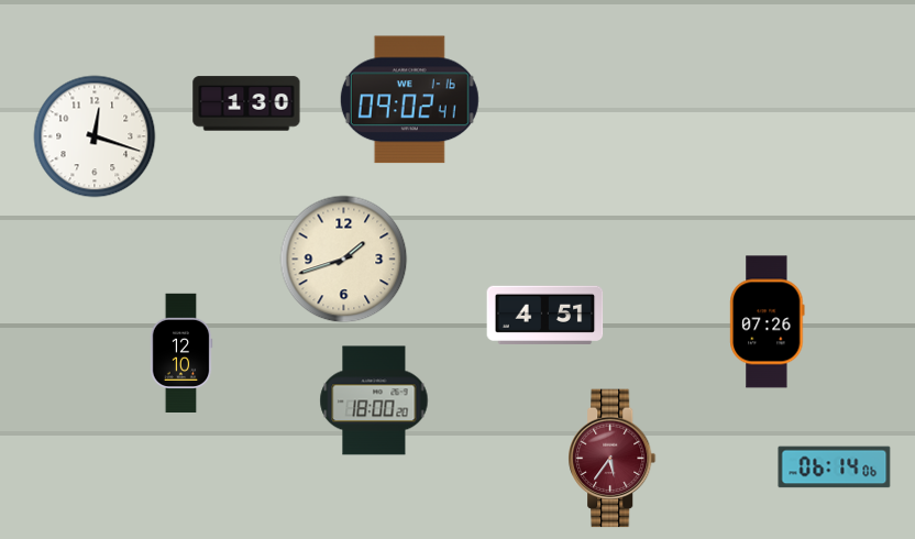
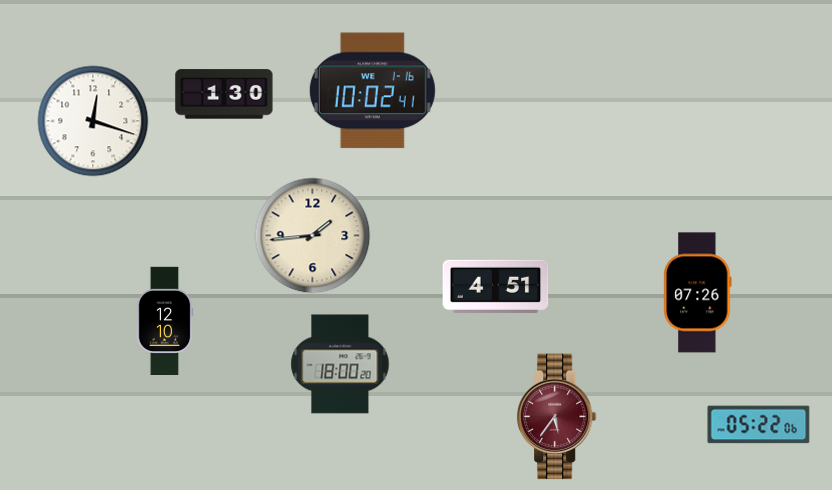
clock at (409, 100): 09:02 -> 10:02
clock at (95, 136) position: (95, 136) -> (93, 121)
clock at (344, 260): 1:42 -> 1:44
clock at (835, 468): 06:14 -> 05:22
